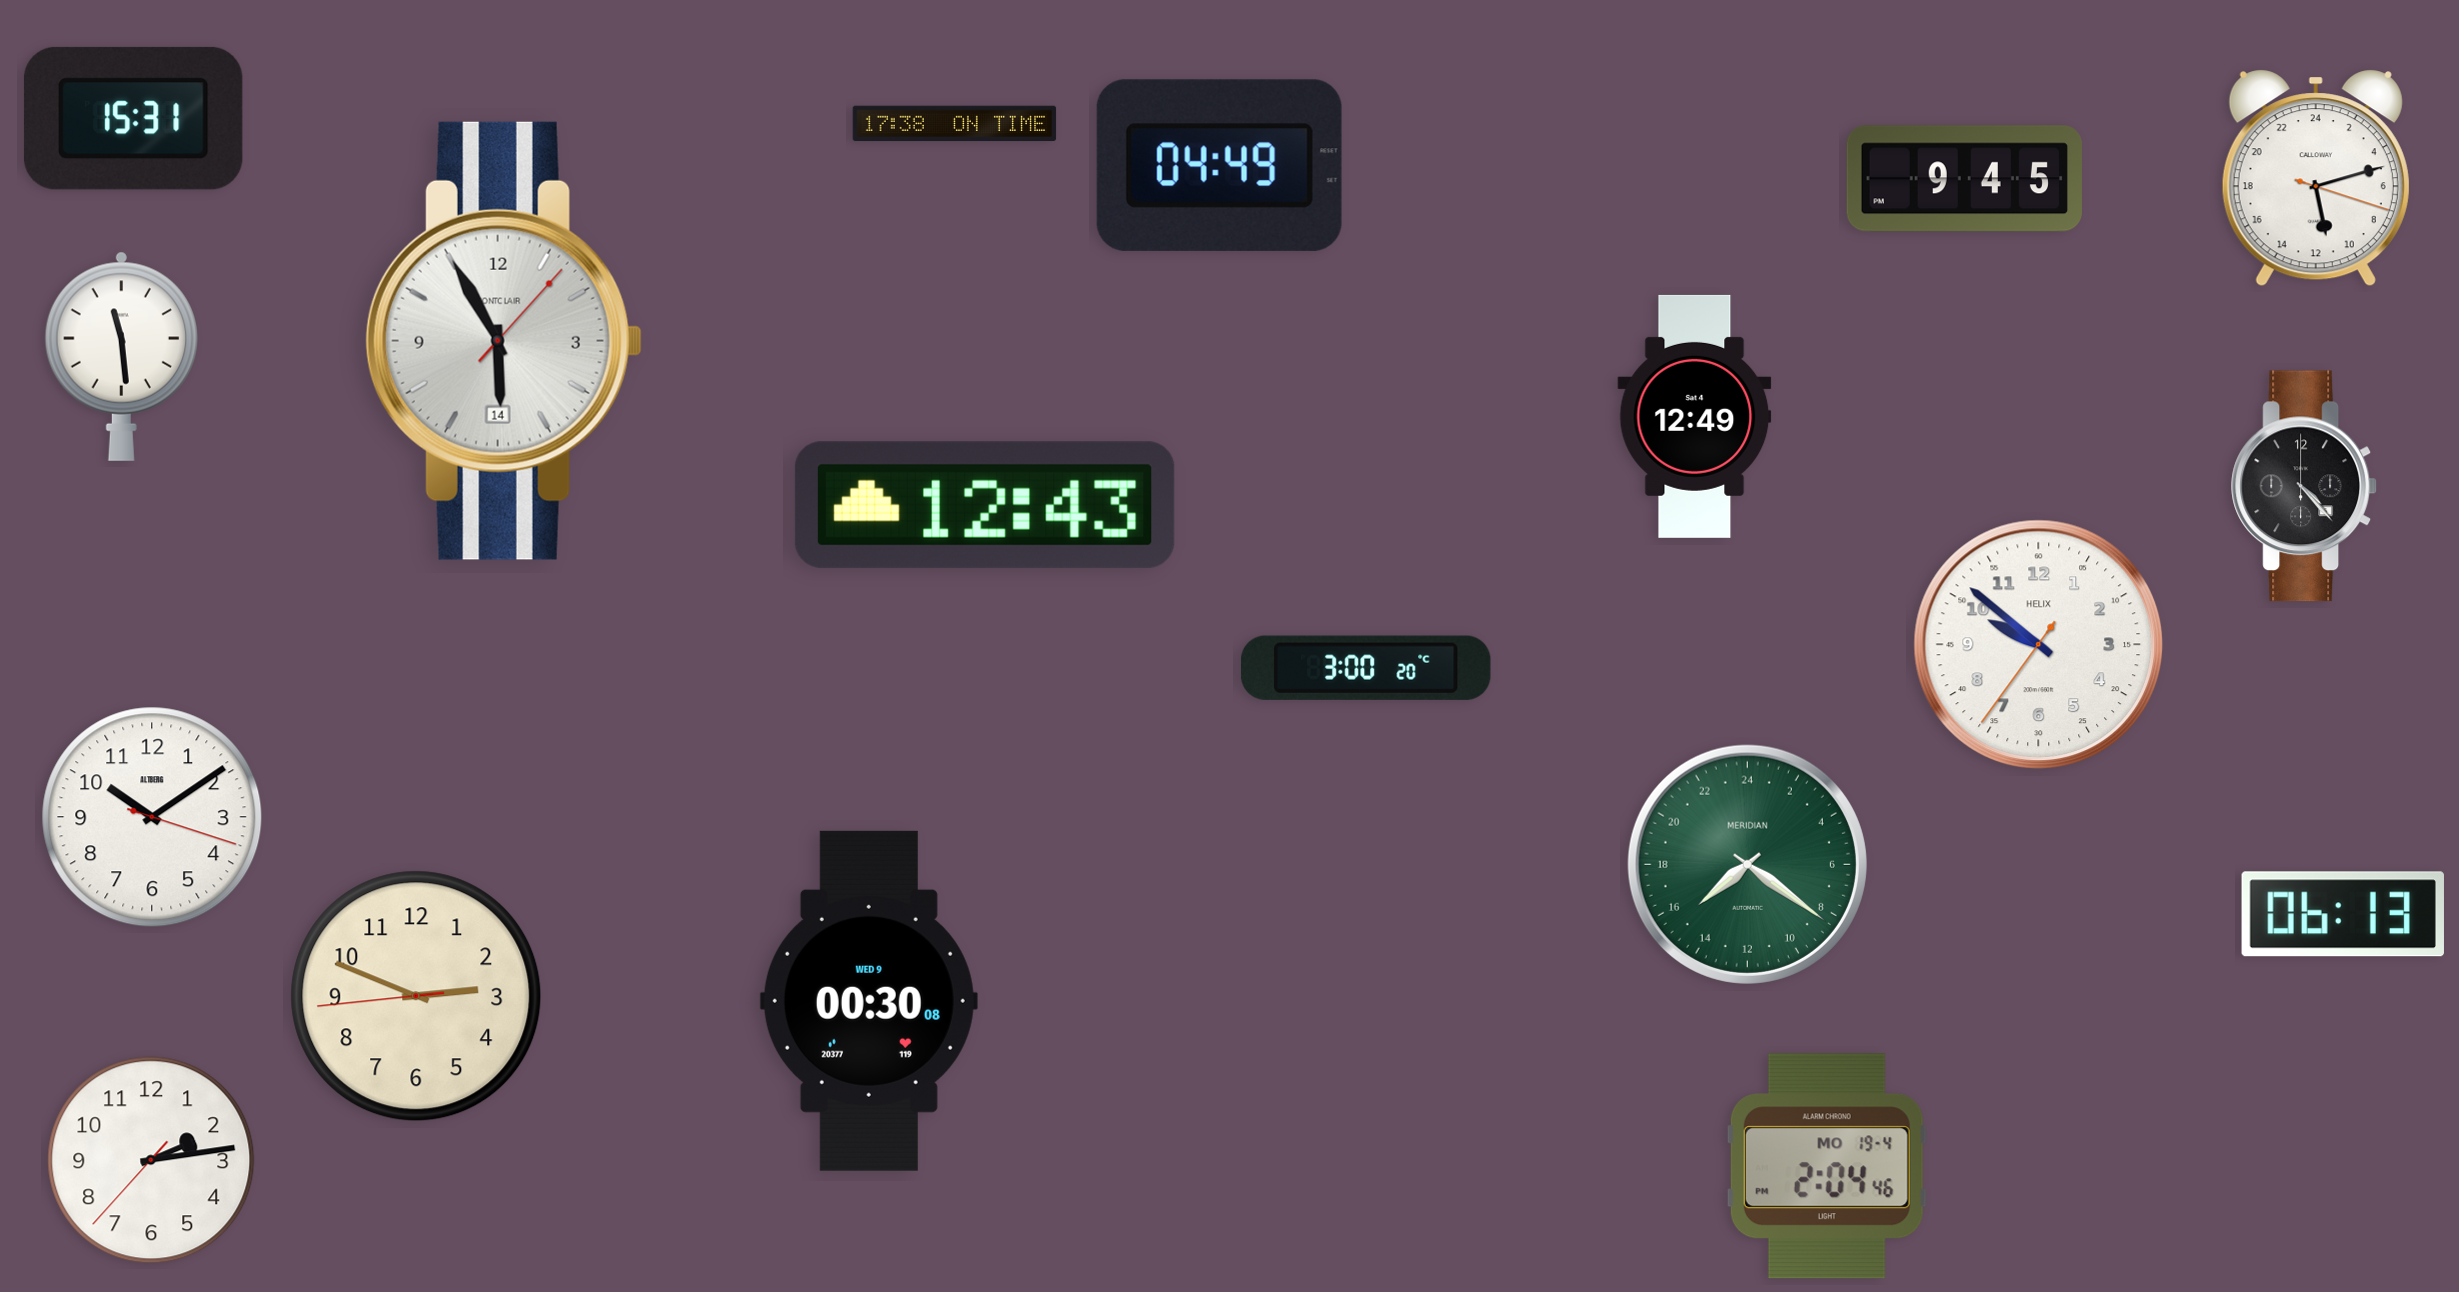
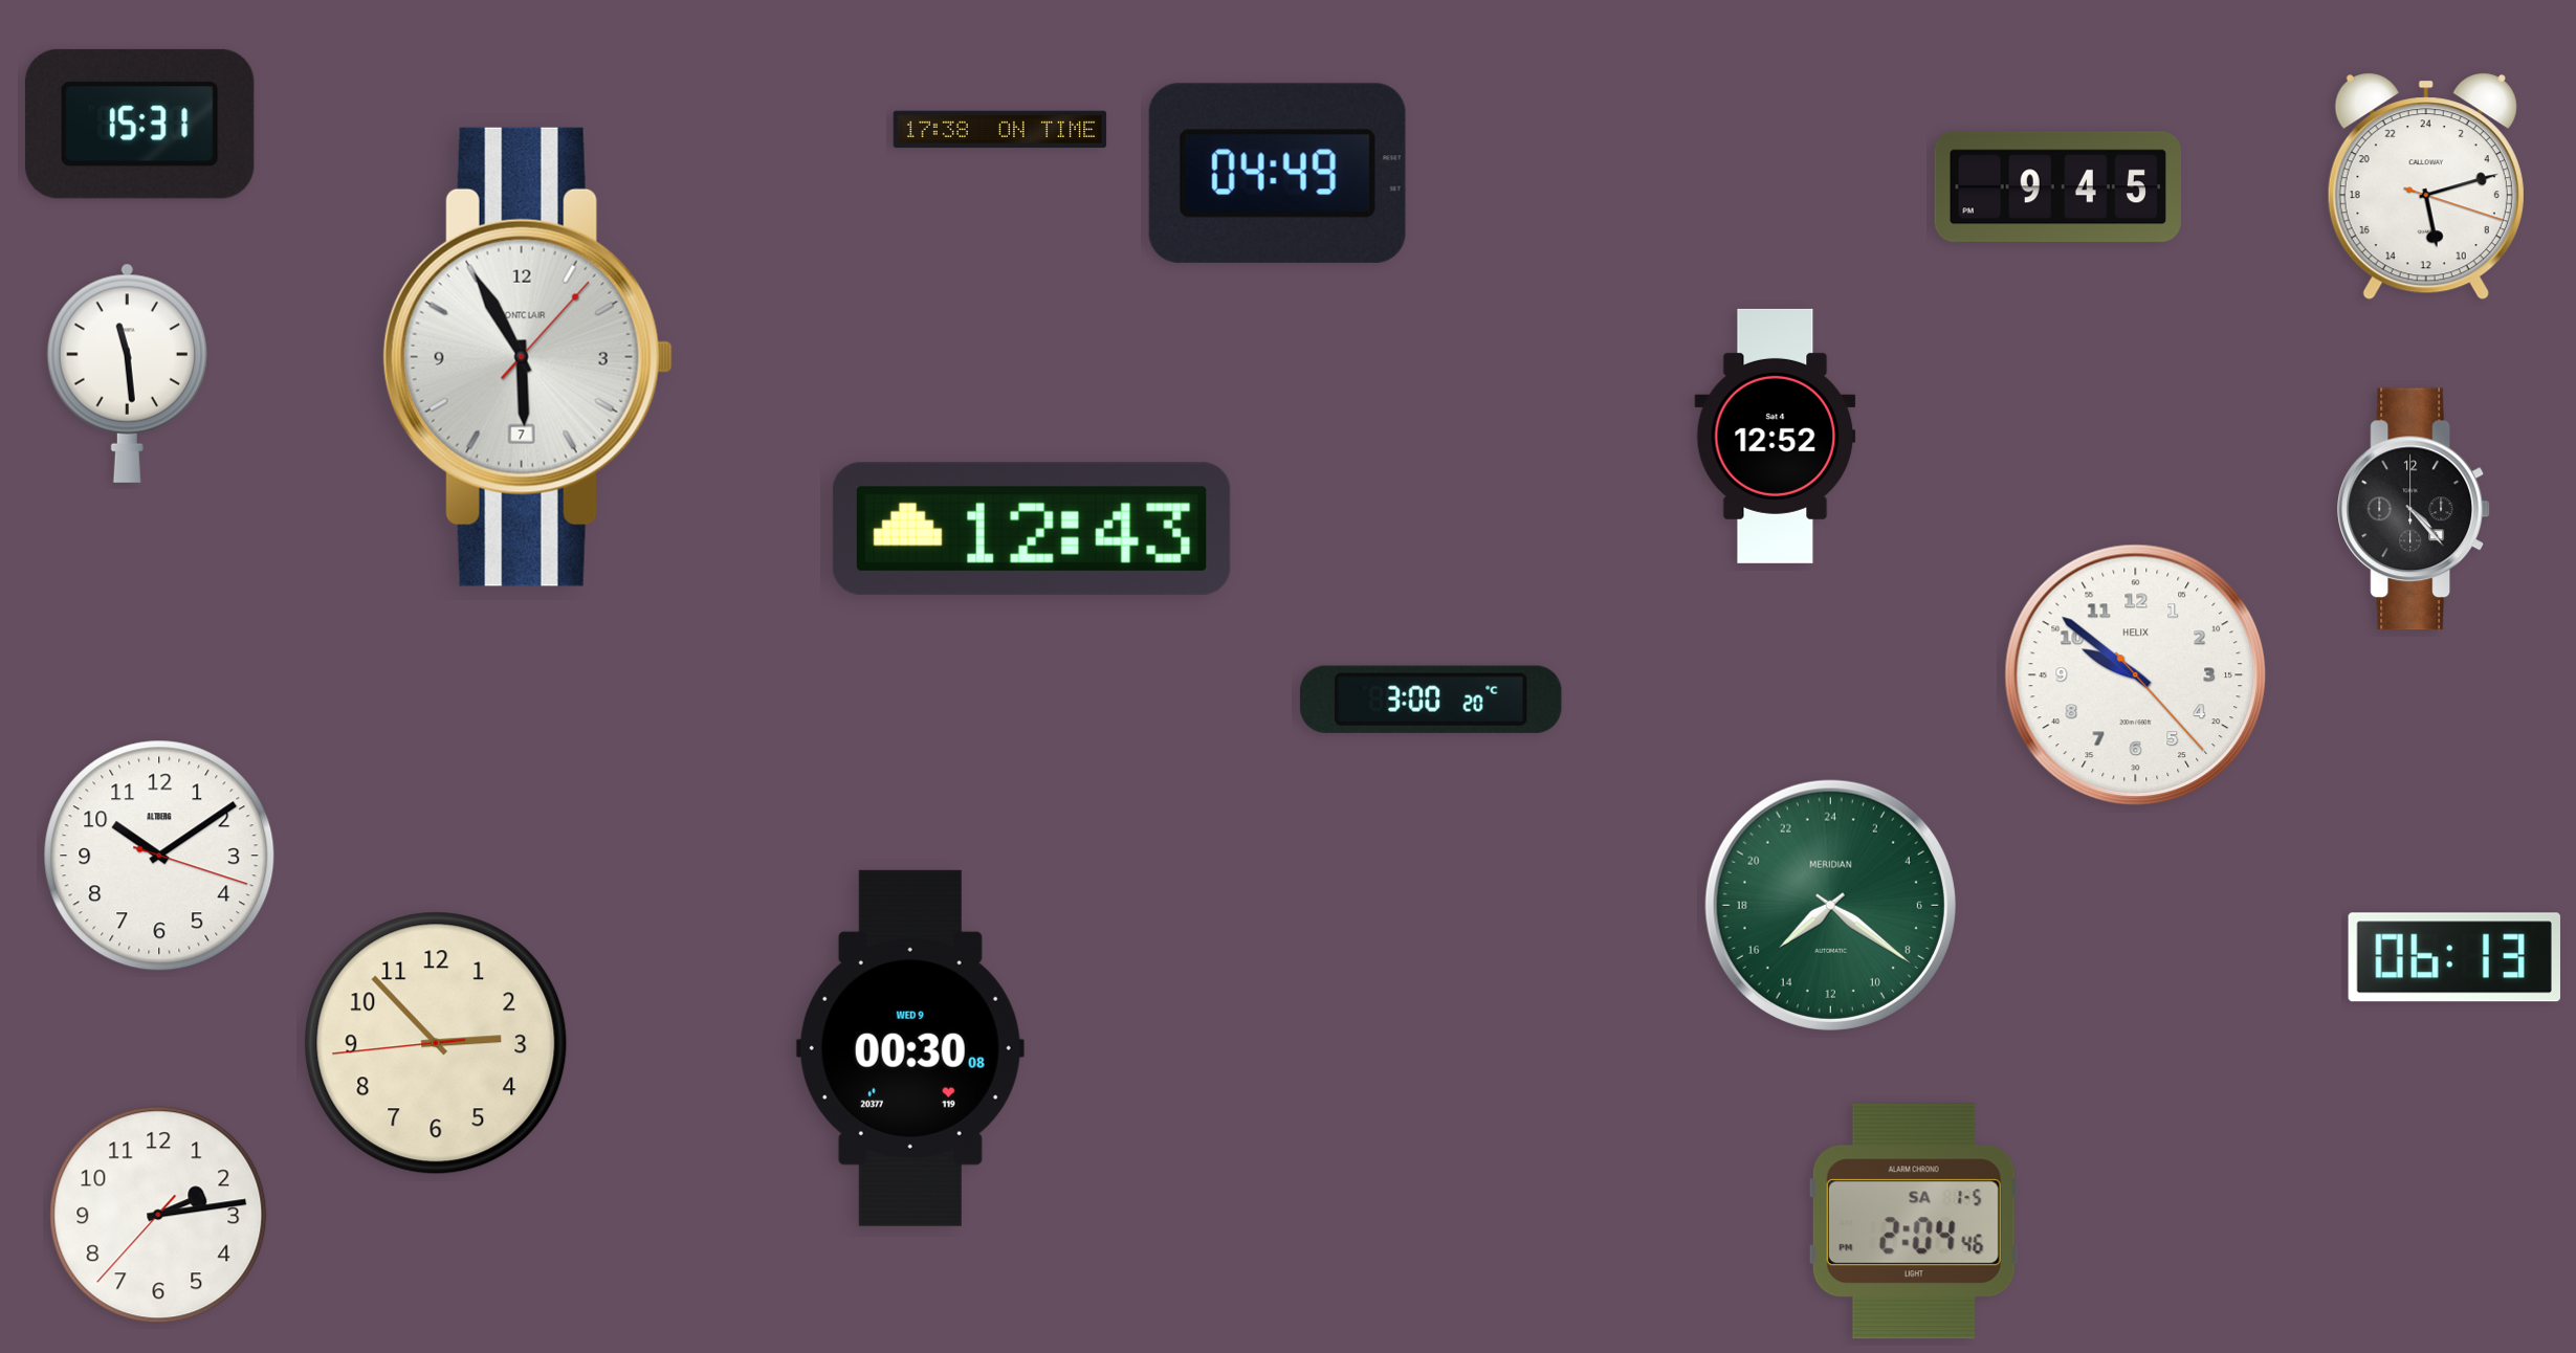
clock at (504, 341) date: 14 -> 7
clock at (1695, 416): 12:49 -> 12:52
clock at (2039, 645): 9:51:36 -> 9:51:23
clock at (416, 996): 2:48 -> 2:52
clock at (1827, 1166) date: MO 19-4 -> SA 1-5
